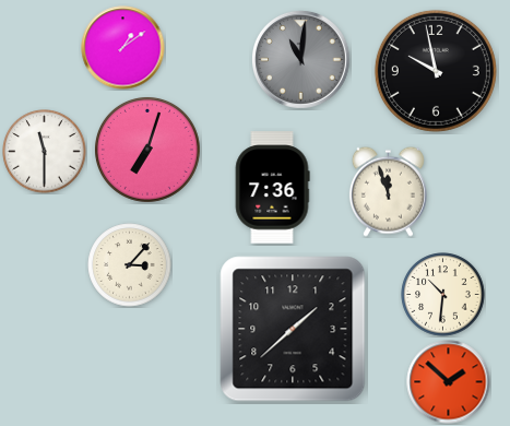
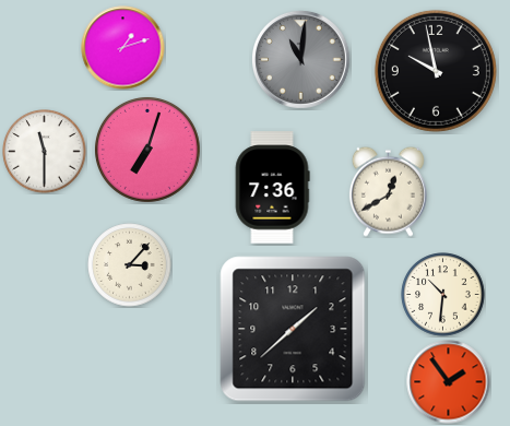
clock at (123, 48): 1:09 -> 1:12
clock at (388, 191): 11:57 -> 12:40
clock at (449, 382): 1:52 -> 1:54
